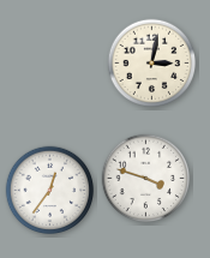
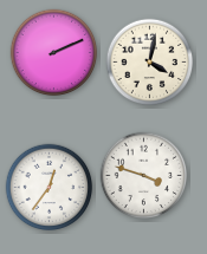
clock at (54, 53): none -> 2:11
clock at (152, 64): 3:02 -> 4:02
